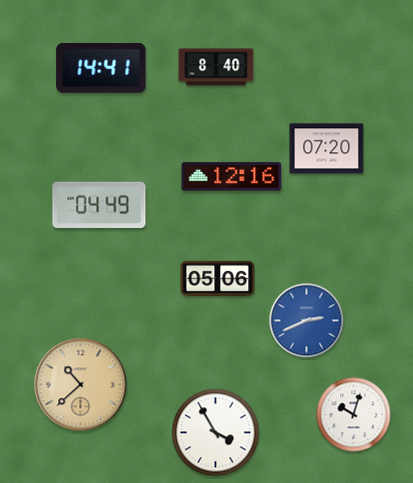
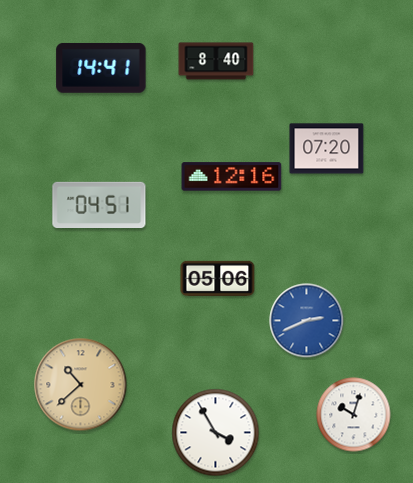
clock at (216, 67) position: (216, 67) -> (216, 61)
clock at (99, 204): 04:49 -> 04:51
